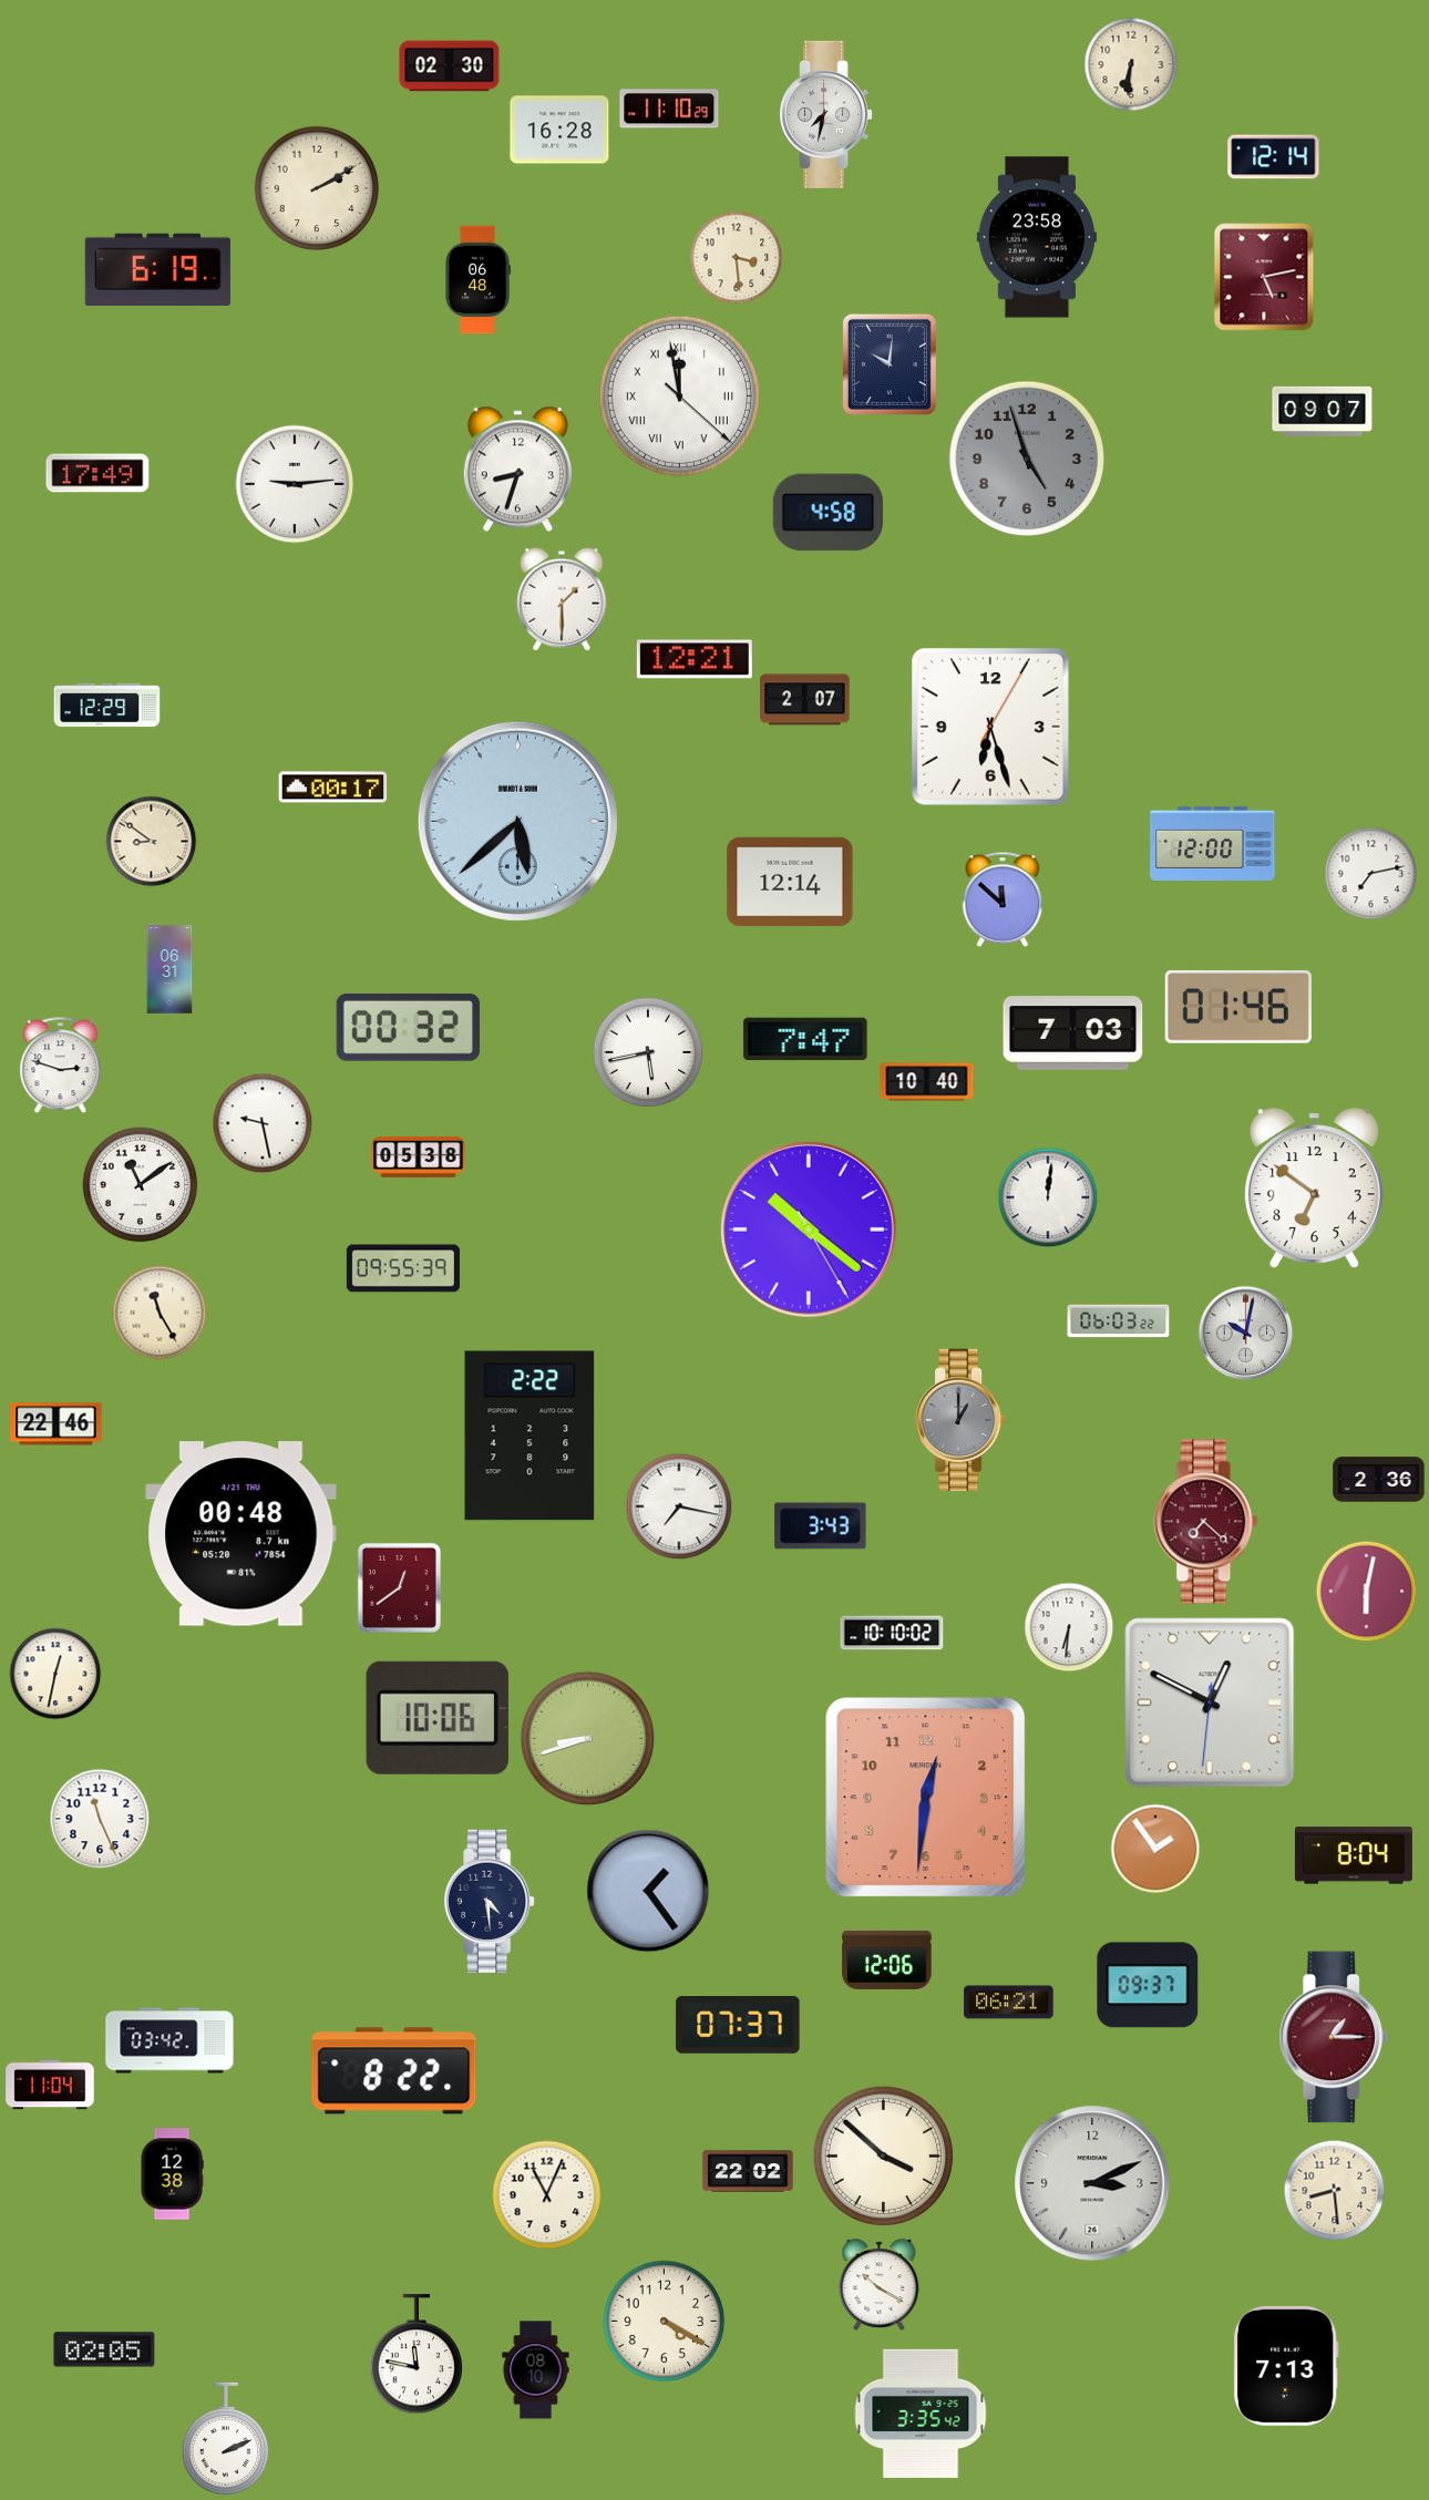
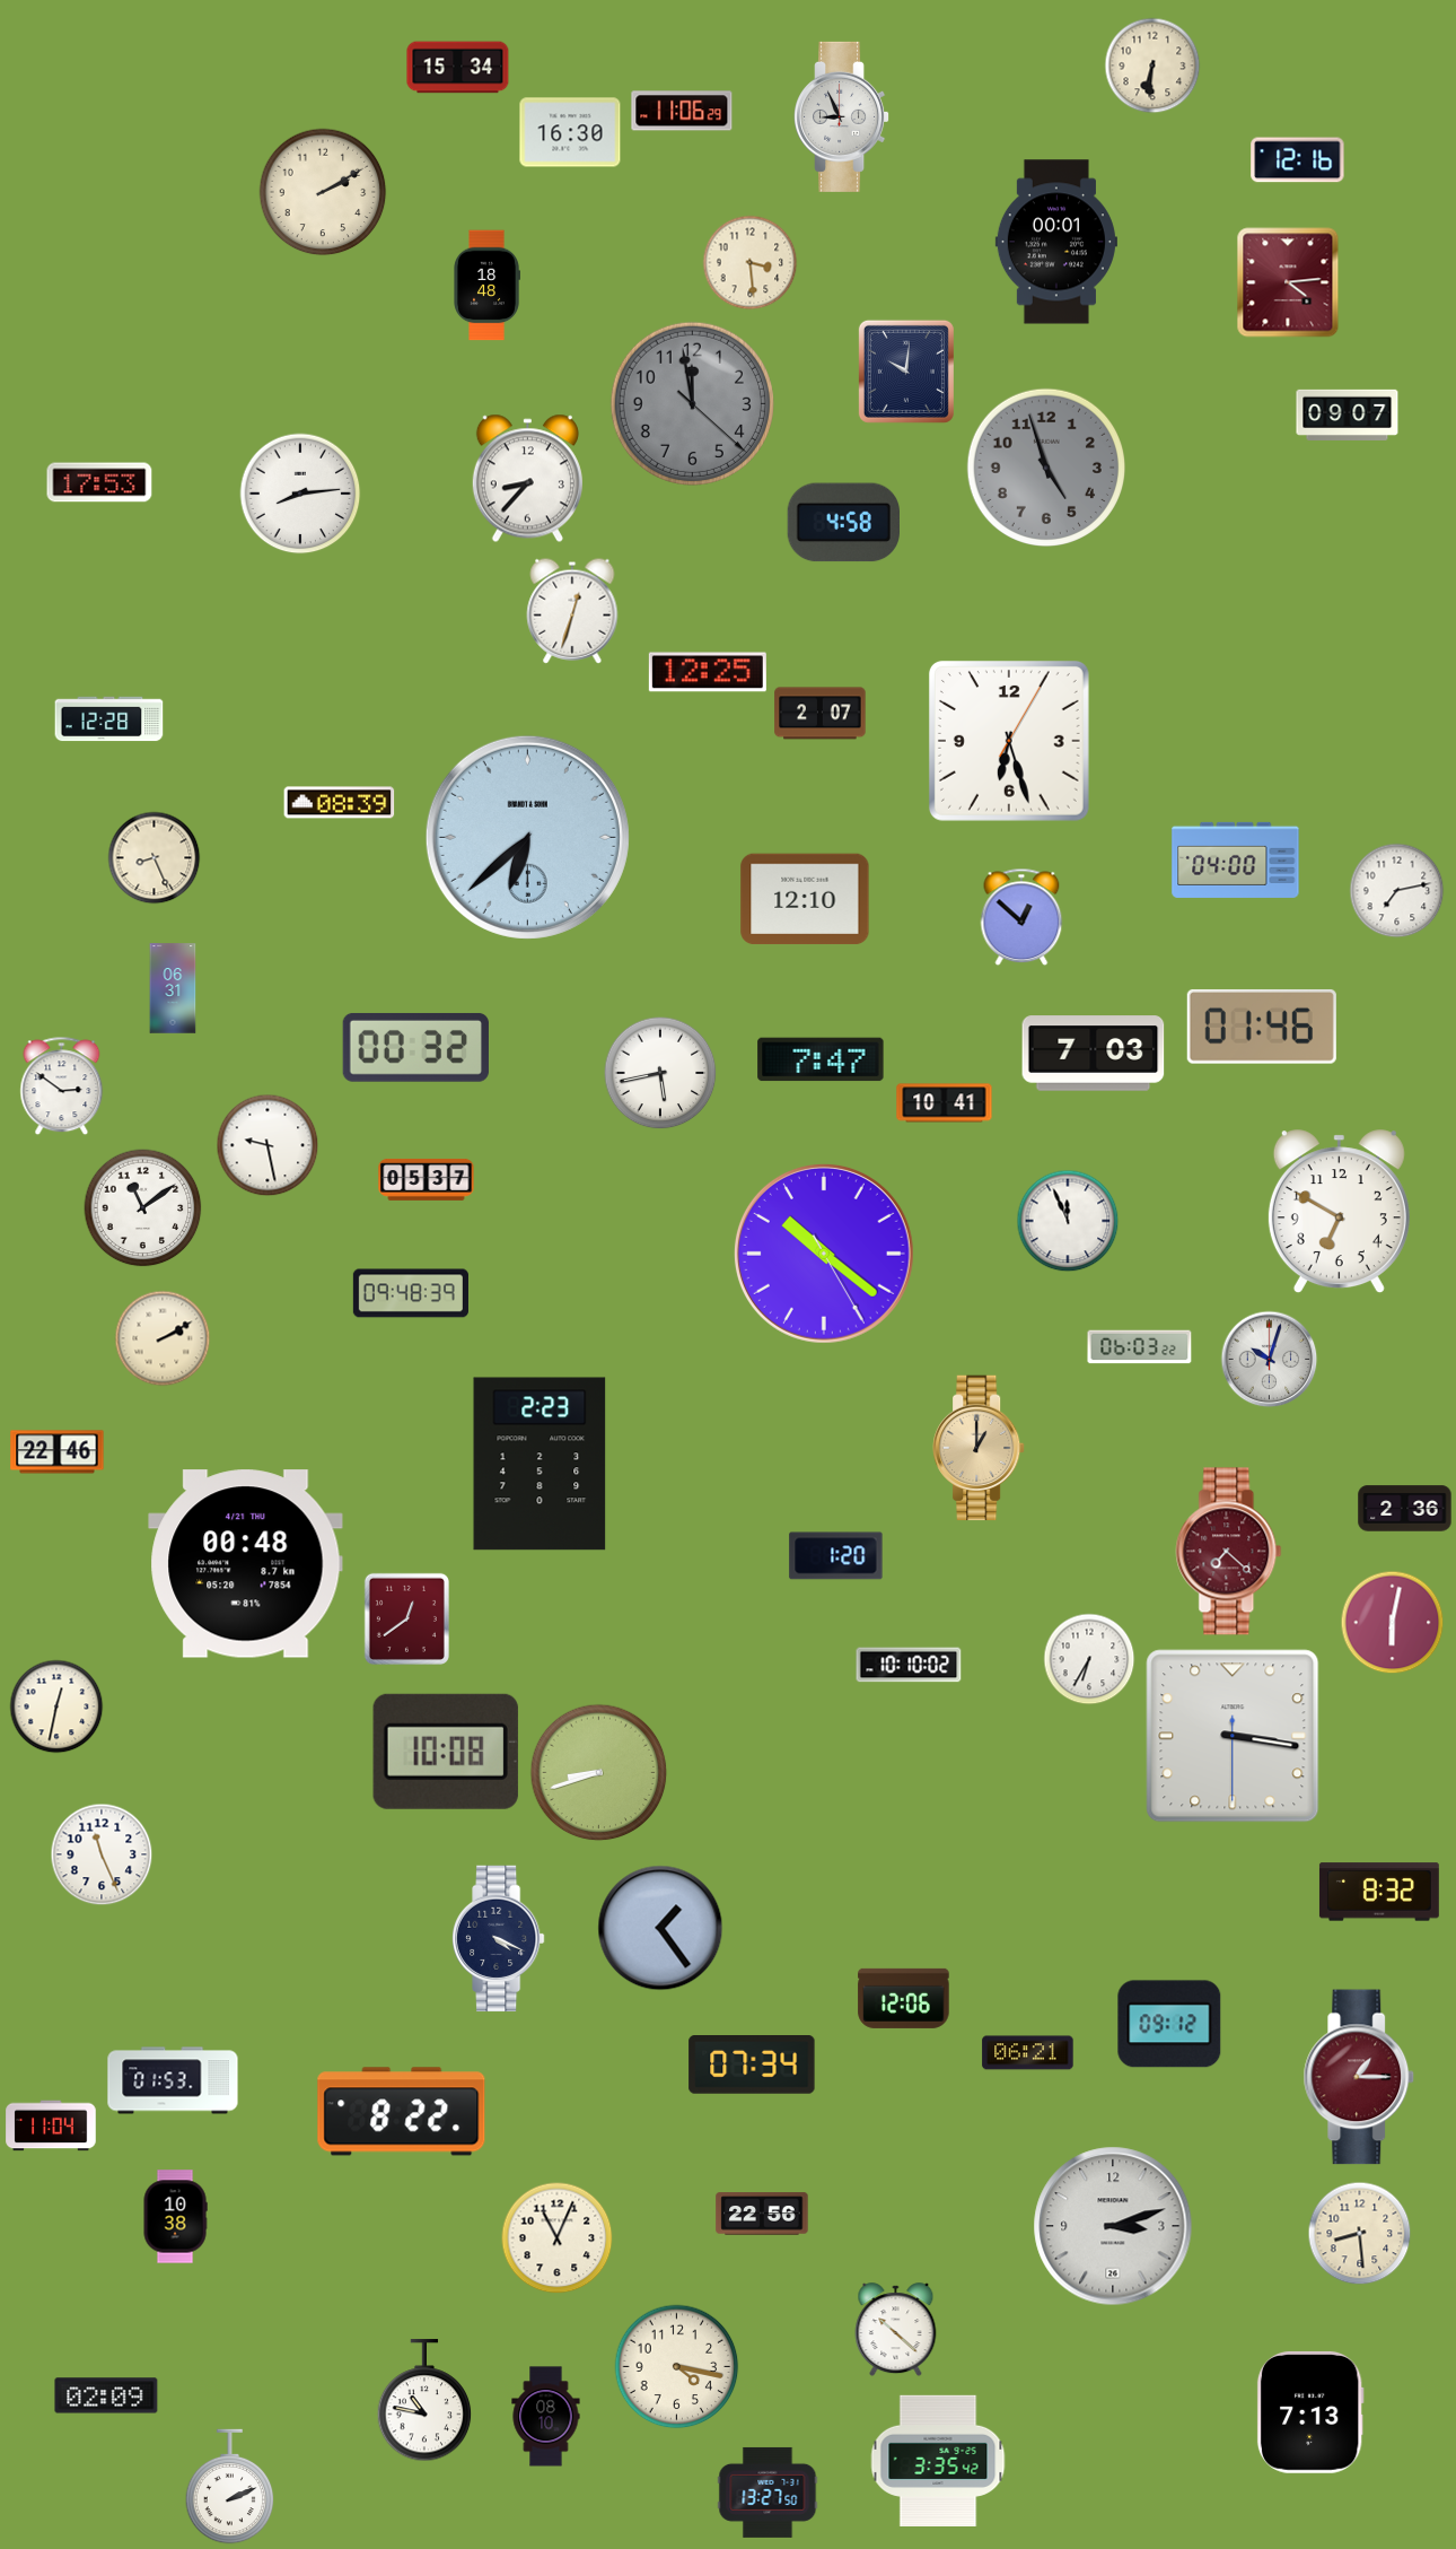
clock at (450, 66): 02:30 -> 15:34
clock at (669, 109): 11:10 -> 11:06
clock at (826, 114): 7:32 -> 8:56
clock at (559, 130): 16:28 -> 16:30
clock at (1274, 157): 12:14 -> 12:16
clock at (1037, 237): 23:58 -> 00:01
clock at (157, 269): 6:19 -> none
clock at (1264, 277): 5:13 -> 4:14
clock at (477, 280): 06:48 -> 18:48
clock at (679, 395) dial: white -> grey
clock at (679, 395) numerals: Roman -> Arabic
clock at (1323, 411) position: (1323, 411) -> (1348, 414)
clock at (517, 470): 8:33 -> 8:37
clock at (97, 473): 17:49 -> 17:53
clock at (295, 484): 9:14 -> 8:14
clock at (562, 599): 1:30 -> 12:33
clock at (695, 659): 12:21 -> 12:25
clock at (107, 706): 12:29 -> 12:28
clock at (333, 788): 00:17 -> 08:39
clock at (517, 821): 5:38 -> 6:38
clock at (152, 842): 8:51 -> 8:26
clock at (1213, 843): 12:00 -> 04:00
clock at (790, 882): 12:14 -> 12:10
clock at (1003, 899): 11:52 -> 12:52
clock at (61, 1066): 2:48 -> 2:51
clock at (927, 1082): 10:40 -> 10:41
clock at (419, 1158): 05:38 -> 05:37
clock at (1314, 1189): 6:51 -> 6:50
clock at (1048, 1197): 12:01 -> 11:56
clock at (403, 1268): 09:55 -> 09:48
clock at (160, 1313): 11:25 -> 2:10
clock at (1246, 1334): 10:02 -> 10:03
clock at (962, 1420) dial: grey -> champagne
clock at (530, 1436): 2:22 -> 2:23
clock at (679, 1506): 7:17 -> none
clock at (821, 1526): 3:43 -> 1:20
clock at (1069, 1627): 6:31 -> 6:35
clock at (1210, 1702): 12:49 -> 3:16
clock at (438, 1718): 10:06 -> 10:08
clock at (926, 1798): 12:31 -> none
clock at (1155, 1849): 1:54 -> none
clock at (1354, 1855): 8:04 -> 8:32
clock at (490, 1902): 4:29 -> 4:19
clock at (1148, 1985): 09:37 -> 09:12
clock at (1009, 2003) position: (1009, 2003) -> (1028, 2053)
clock at (738, 2026): 07:37 -> 07:34
clock at (169, 2040): 03:42 -> 01:53
clock at (884, 2157): 3:52 -> none
clock at (748, 2171): 22:02 -> 22:56
clock at (172, 2174): 12:38 -> 10:38
clock at (1092, 2183): 3:11 -> 3:12
clock at (880, 2285): 10:20 -> 10:22
clock at (665, 2322): 4:20 -> 4:17
clock at (104, 2349): 02:05 -> 02:09
clock at (417, 2355): 11:47 -> 10:47
clock at (768, 2493): none -> 13:27
